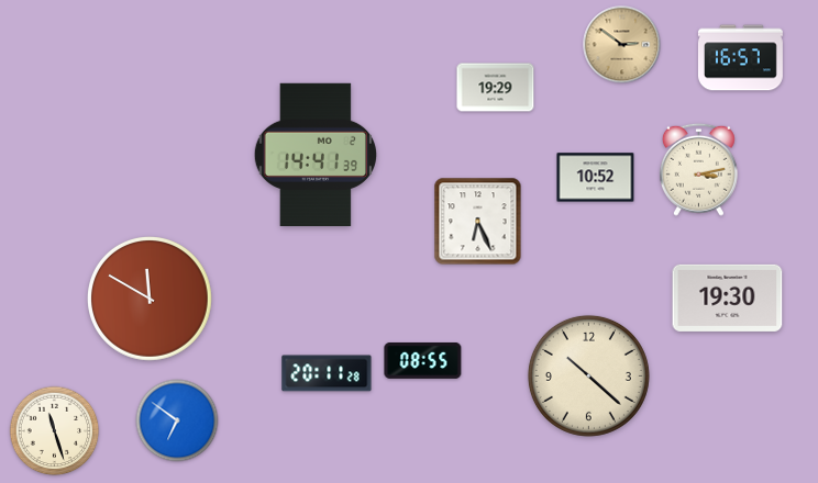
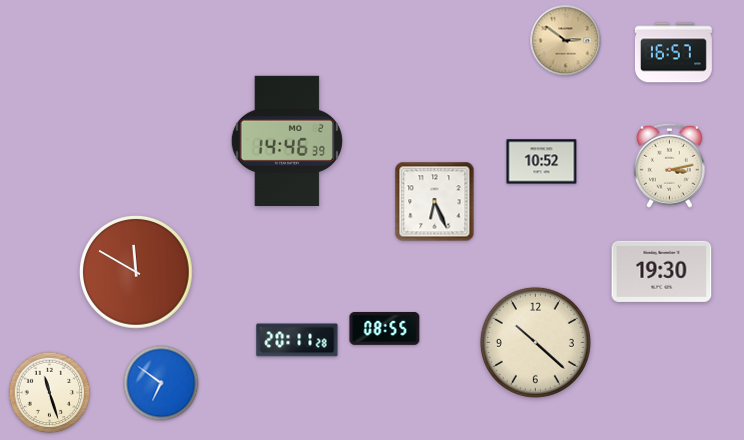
clock at (496, 88): 19:29 -> none
clock at (314, 154): 14:41 -> 14:46
clock at (698, 169) position: (698, 169) -> (669, 165)
